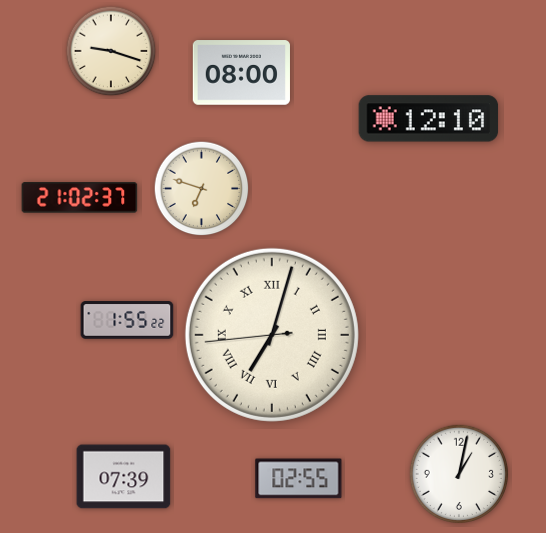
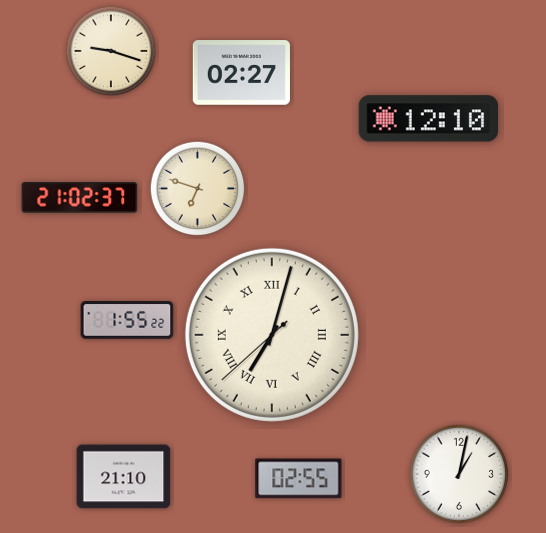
clock at (241, 73): 08:00 -> 02:27
clock at (202, 189) position: (202, 189) -> (198, 189)
clock at (272, 335): 7:02:44 -> 7:02:38
clock at (124, 477): 07:39 -> 21:10
